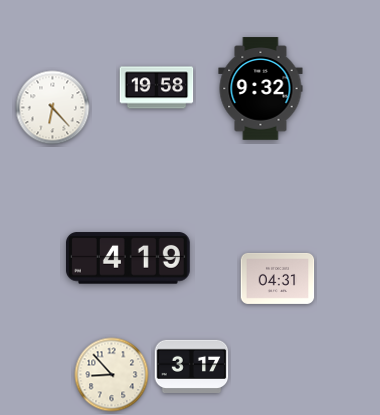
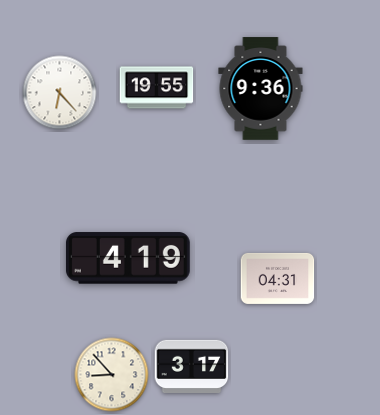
clock at (157, 88): 19:58 -> 19:55
clock at (261, 89): 9:32 -> 9:36
clock at (53, 108) position: (53, 108) -> (60, 93)
